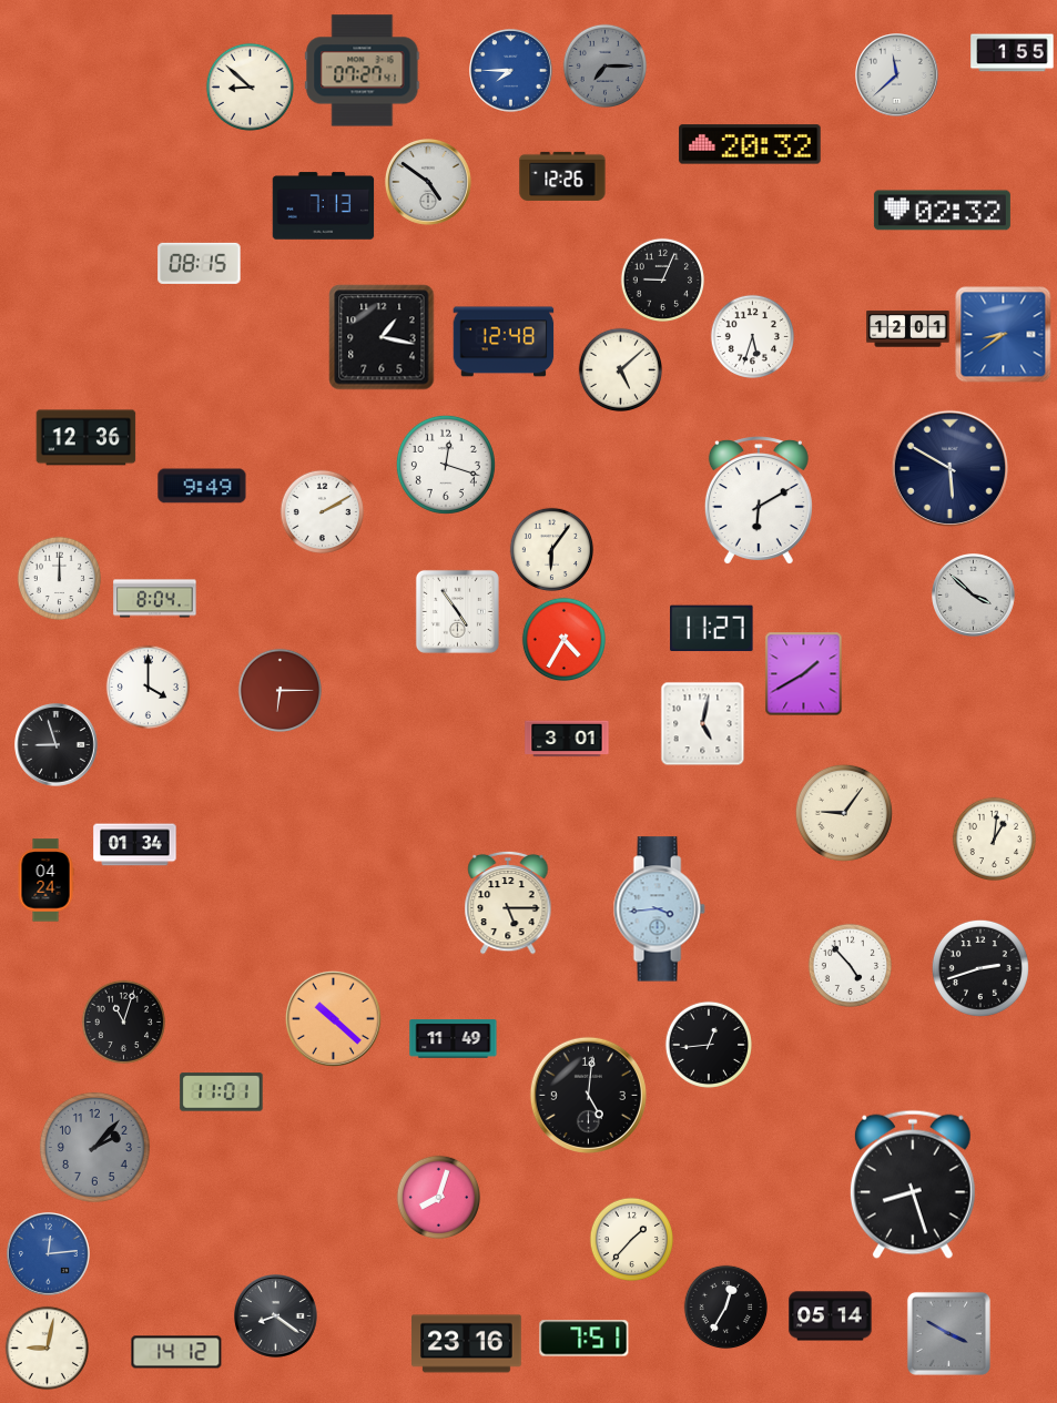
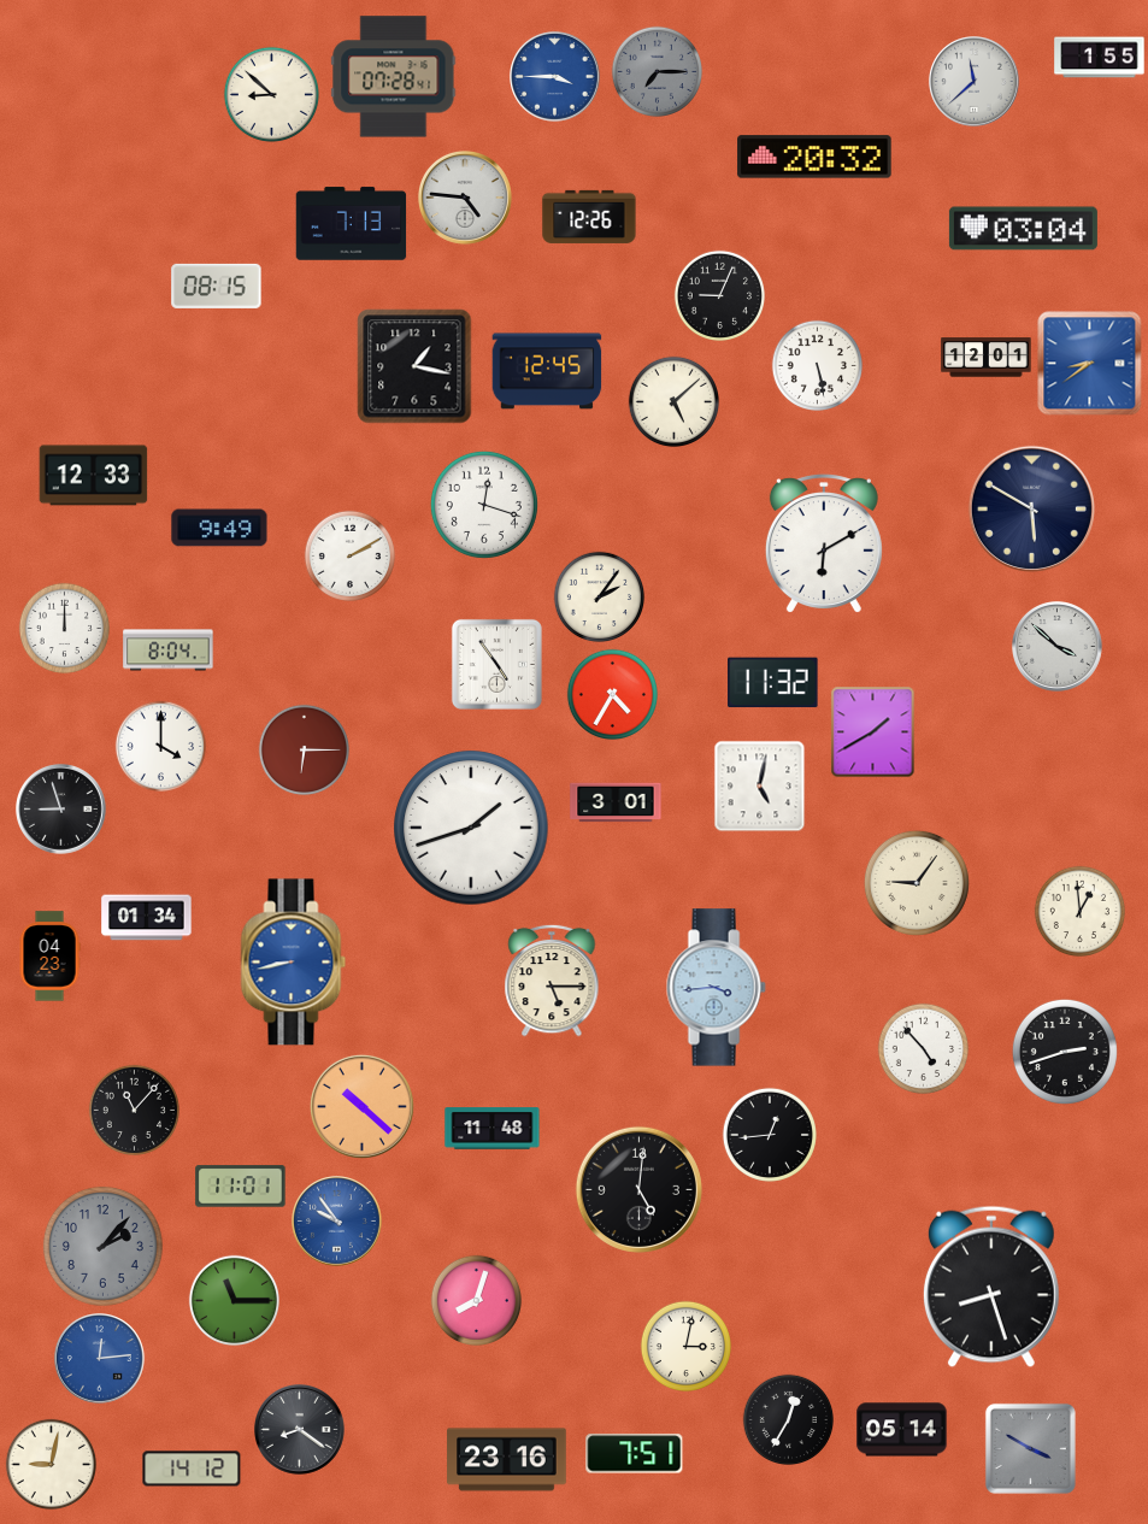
clock at (363, 71): 07:27 -> 07:28
clock at (511, 71): 7:45 -> 3:45
clock at (562, 176) position: (562, 176) -> (589, 217)
clock at (428, 182): 4:51 -> 4:46
clock at (942, 211): 02:32 -> 03:04
clock at (662, 279) position: (662, 279) -> (719, 295)
clock at (752, 336): 5:33 -> 5:28
clock at (504, 342): 12:48 -> 12:45
clock at (87, 438): 12:36 -> 12:33
clock at (551, 549): 6:06 -> 2:06
clock at (712, 629): 11:27 -> 11:32
clock at (703, 724) position: (703, 724) -> (760, 787)
clock at (471, 828): none -> 1:42
clock at (994, 838): 1:01 -> 12:59
clock at (45, 881): 04:24 -> 04:23
clock at (294, 963): none -> 8:43
clock at (123, 1021): 11:03 -> 11:07
clock at (454, 1039): 11:49 -> 11:48
clock at (337, 1222): none -> 9:54
clock at (234, 1300): none -> 11:15
clock at (631, 1239): 1:37 -> 3:02
clock at (49, 1254) position: (49, 1254) -> (100, 1359)
